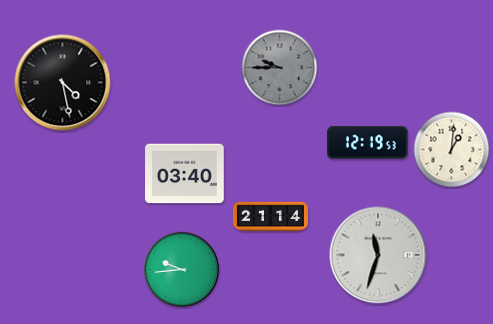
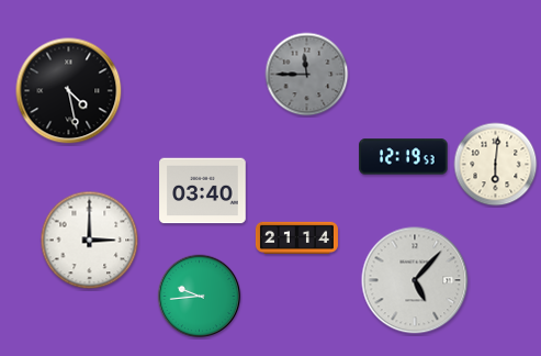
clock at (280, 68): 9:45 -> 11:45
clock at (452, 150): 1:01 -> 6:01
clock at (90, 241): none -> 3:00
clock at (378, 255): 11:33 -> 5:07
